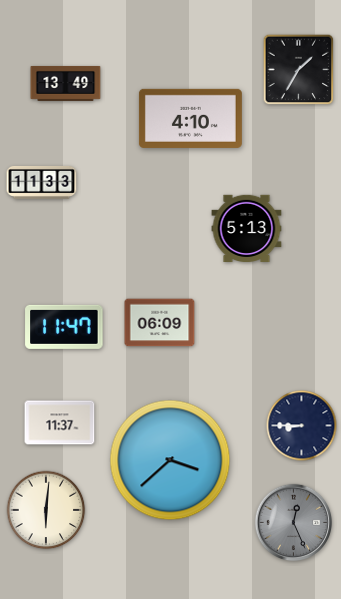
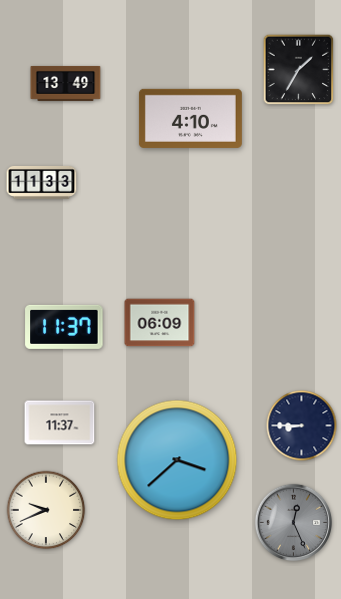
clock at (247, 229): 5:13 -> none
clock at (64, 327): 11:47 -> 11:37
clock at (170, 460) position: (170, 460) -> (177, 460)
clock at (46, 510): 6:01 -> 9:41
